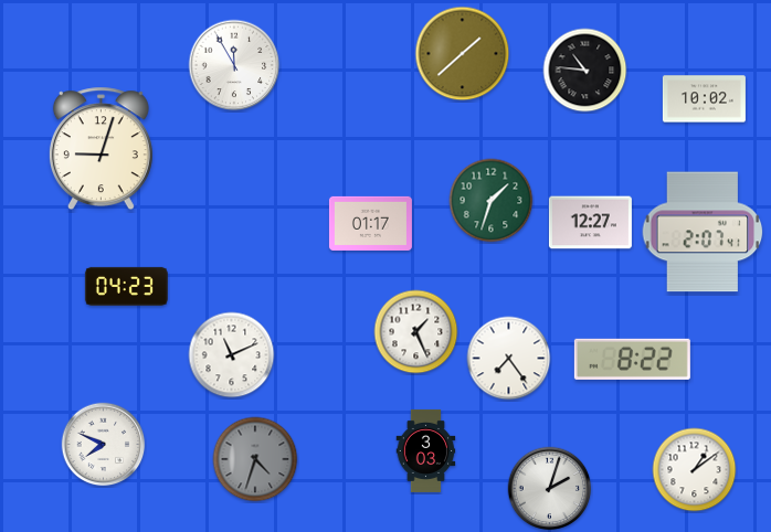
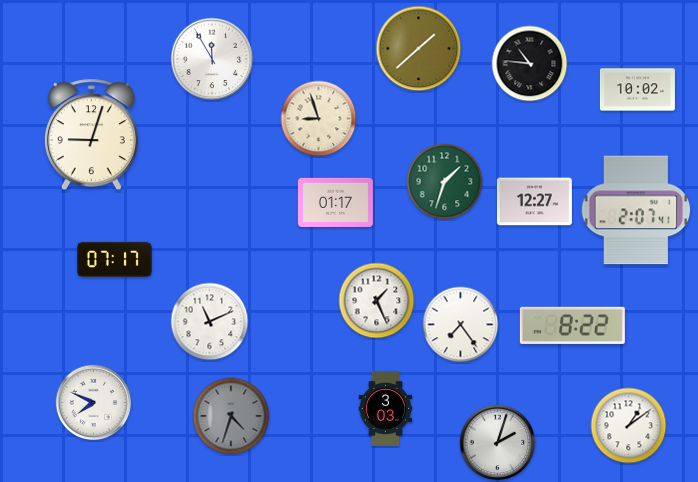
clock at (319, 119): none -> 8:57
clock at (126, 286): 04:23 -> 07:17
